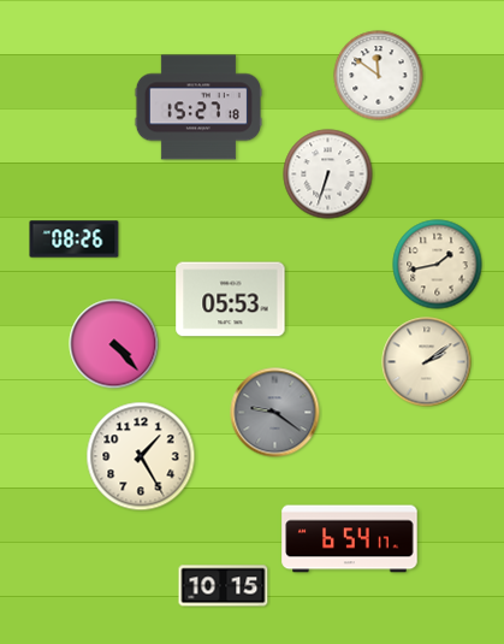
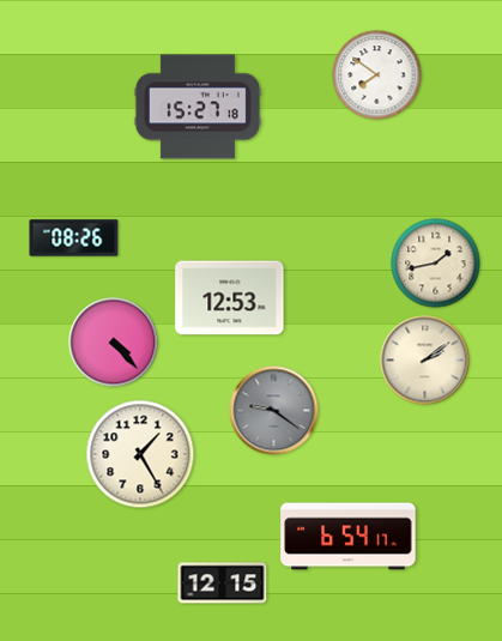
clock at (379, 76): 11:51 -> 7:51
clock at (328, 175): 6:33 -> none
clock at (231, 300): 05:53 -> 12:53
clock at (224, 586): 10:15 -> 12:15
